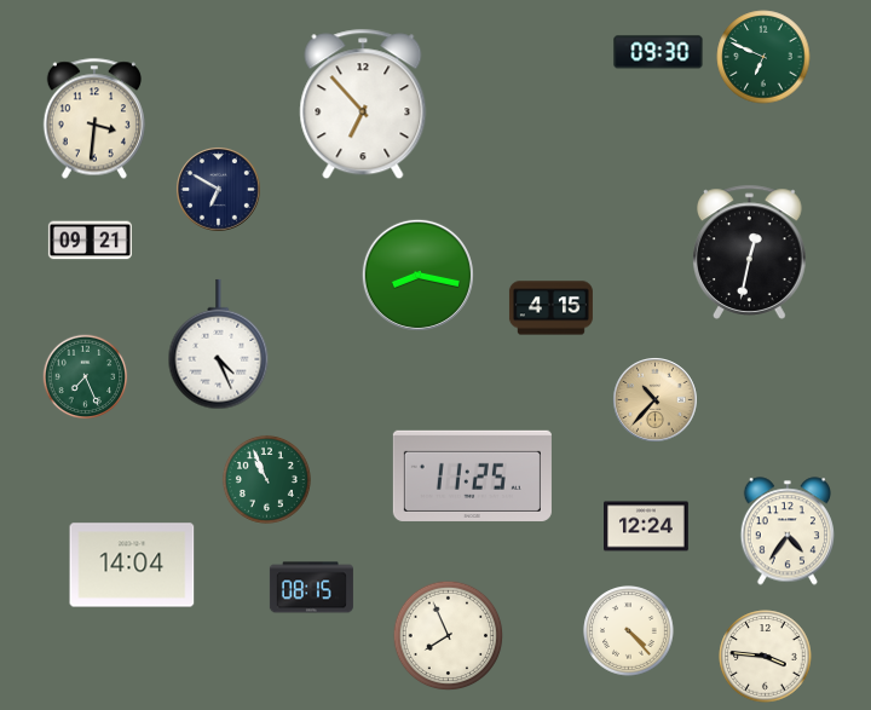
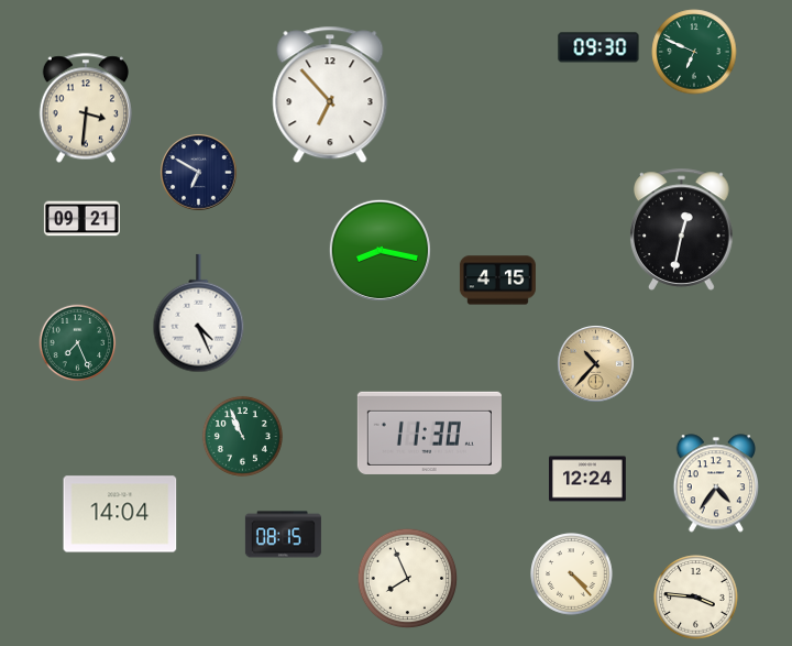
clock at (550, 308) position: (550, 308) -> (497, 281)
clock at (472, 475): 11:25 -> 11:30
